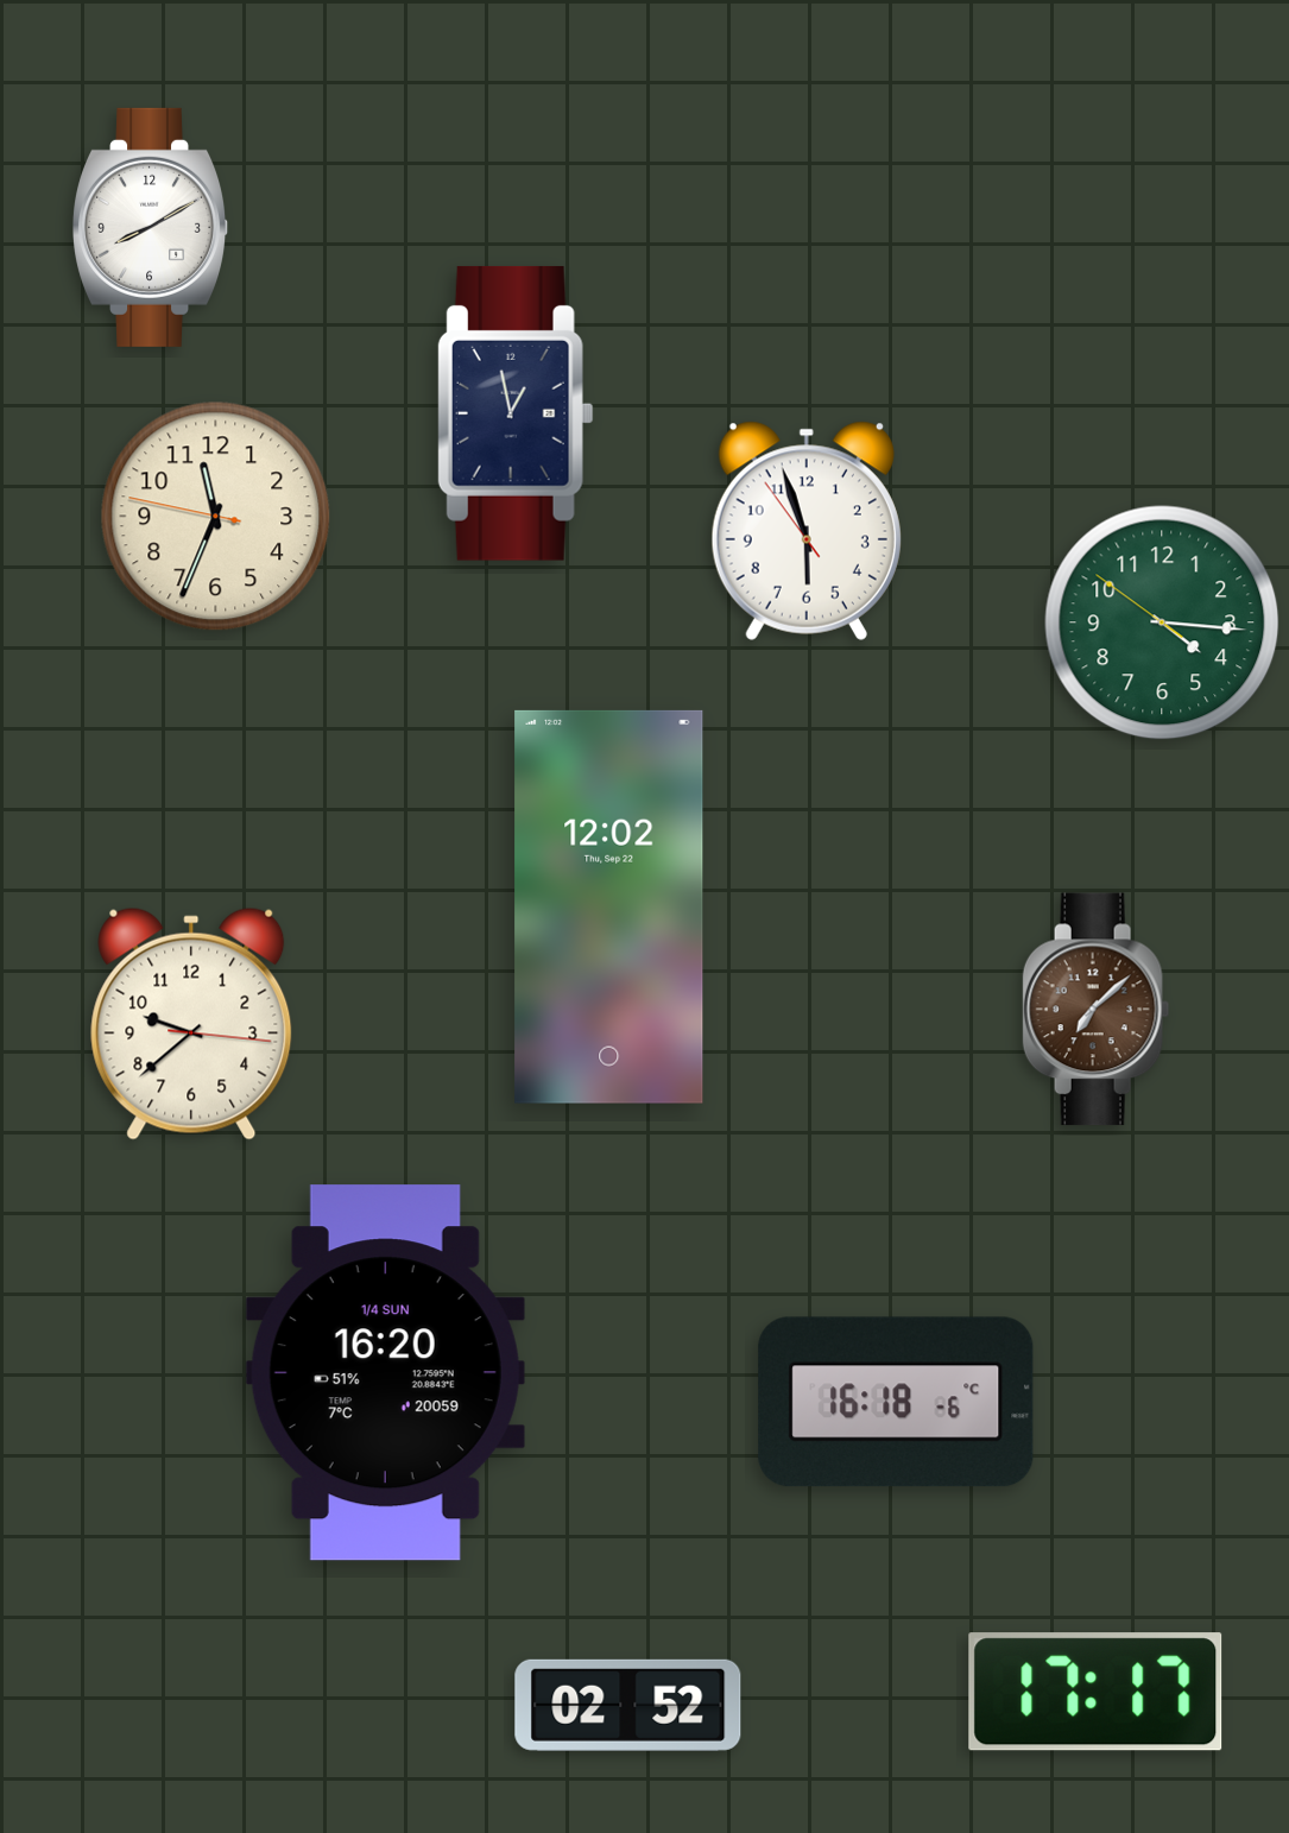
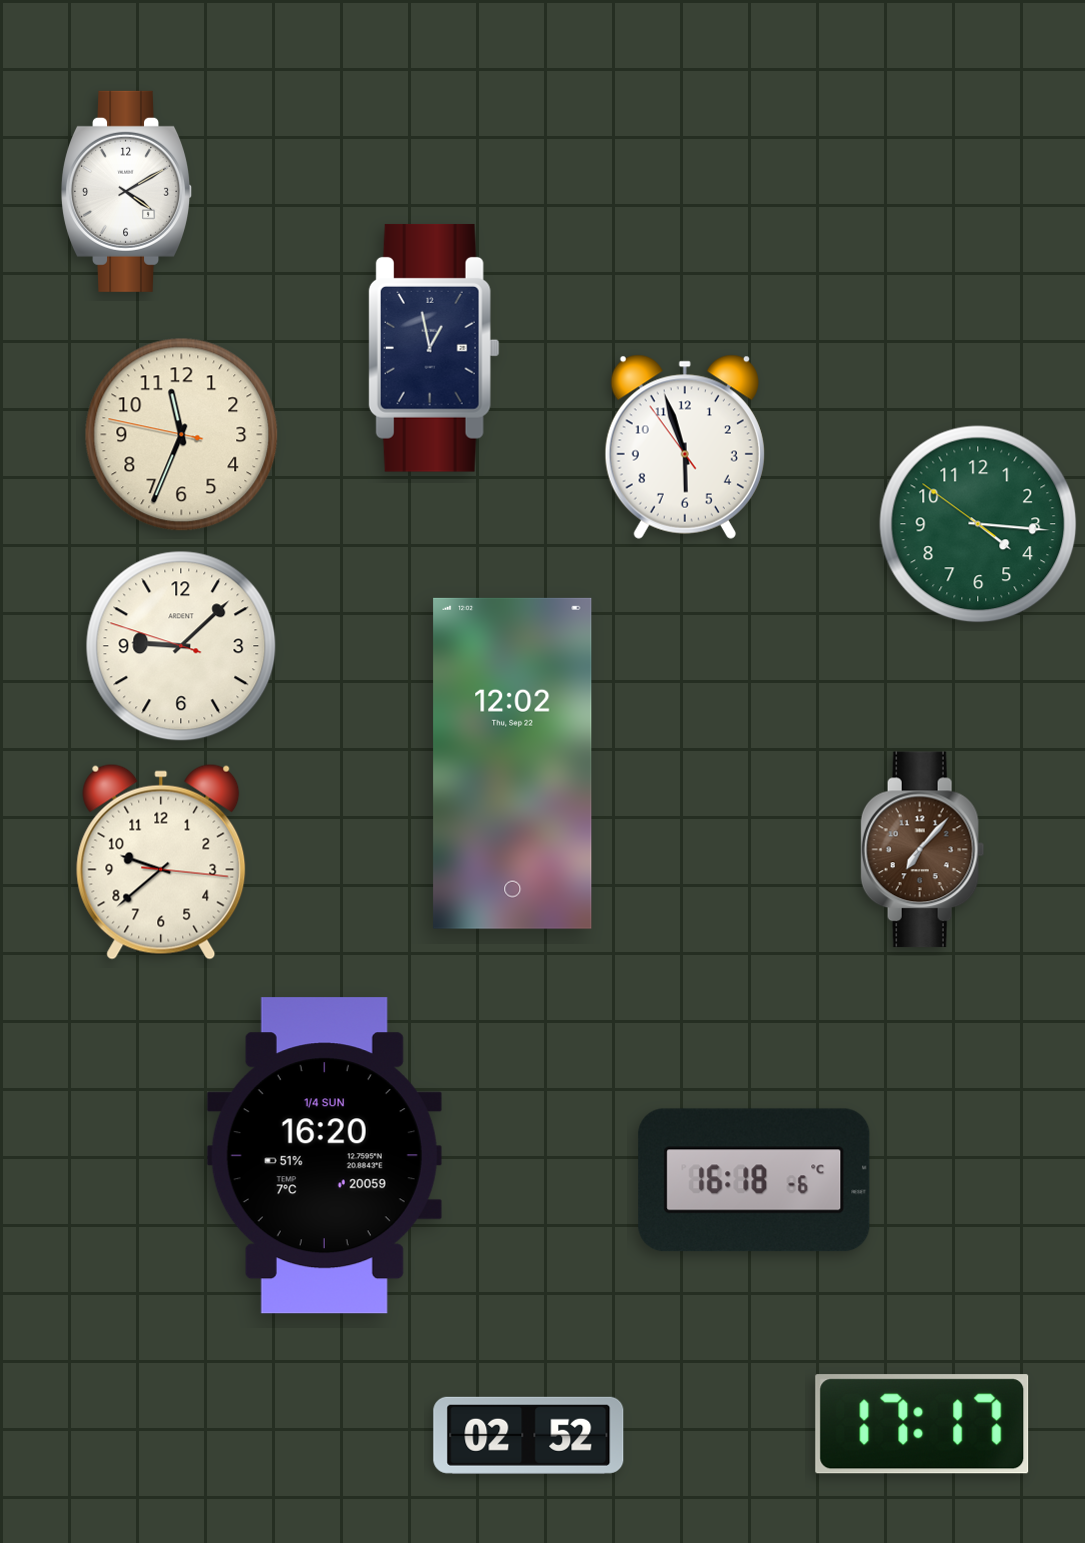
clock at (152, 227): 8:10 -> 4:10
clock at (807, 531) position: (807, 531) -> (685, 447)
clock at (181, 646): none -> 9:07
clock at (1097, 1010): 7:08 -> 7:07
